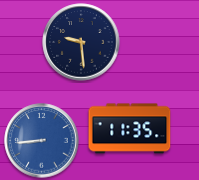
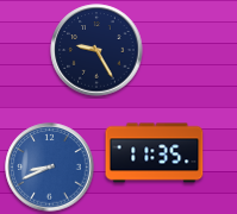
clock at (81, 42): 9:29 -> 9:25
clock at (42, 141): 8:44 -> 8:41
